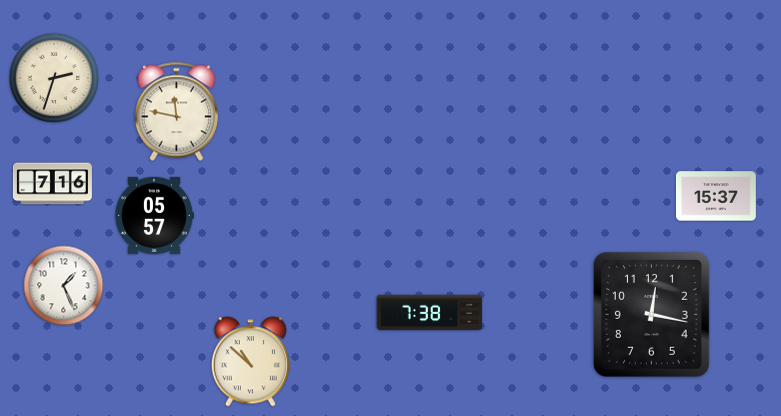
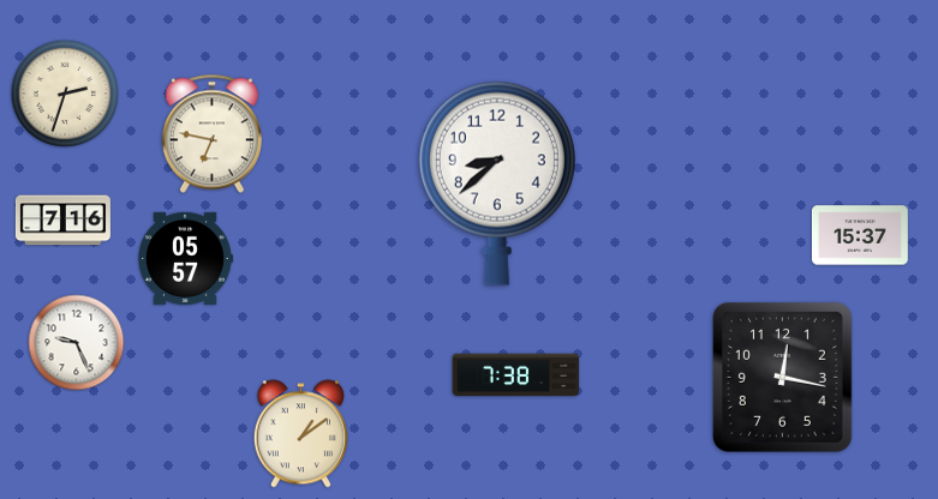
clock at (176, 112): 11:47 -> 6:47
clock at (497, 184): none -> 8:38
clock at (64, 286): 1:26 -> 9:26
clock at (250, 362): 10:52 -> 1:09
